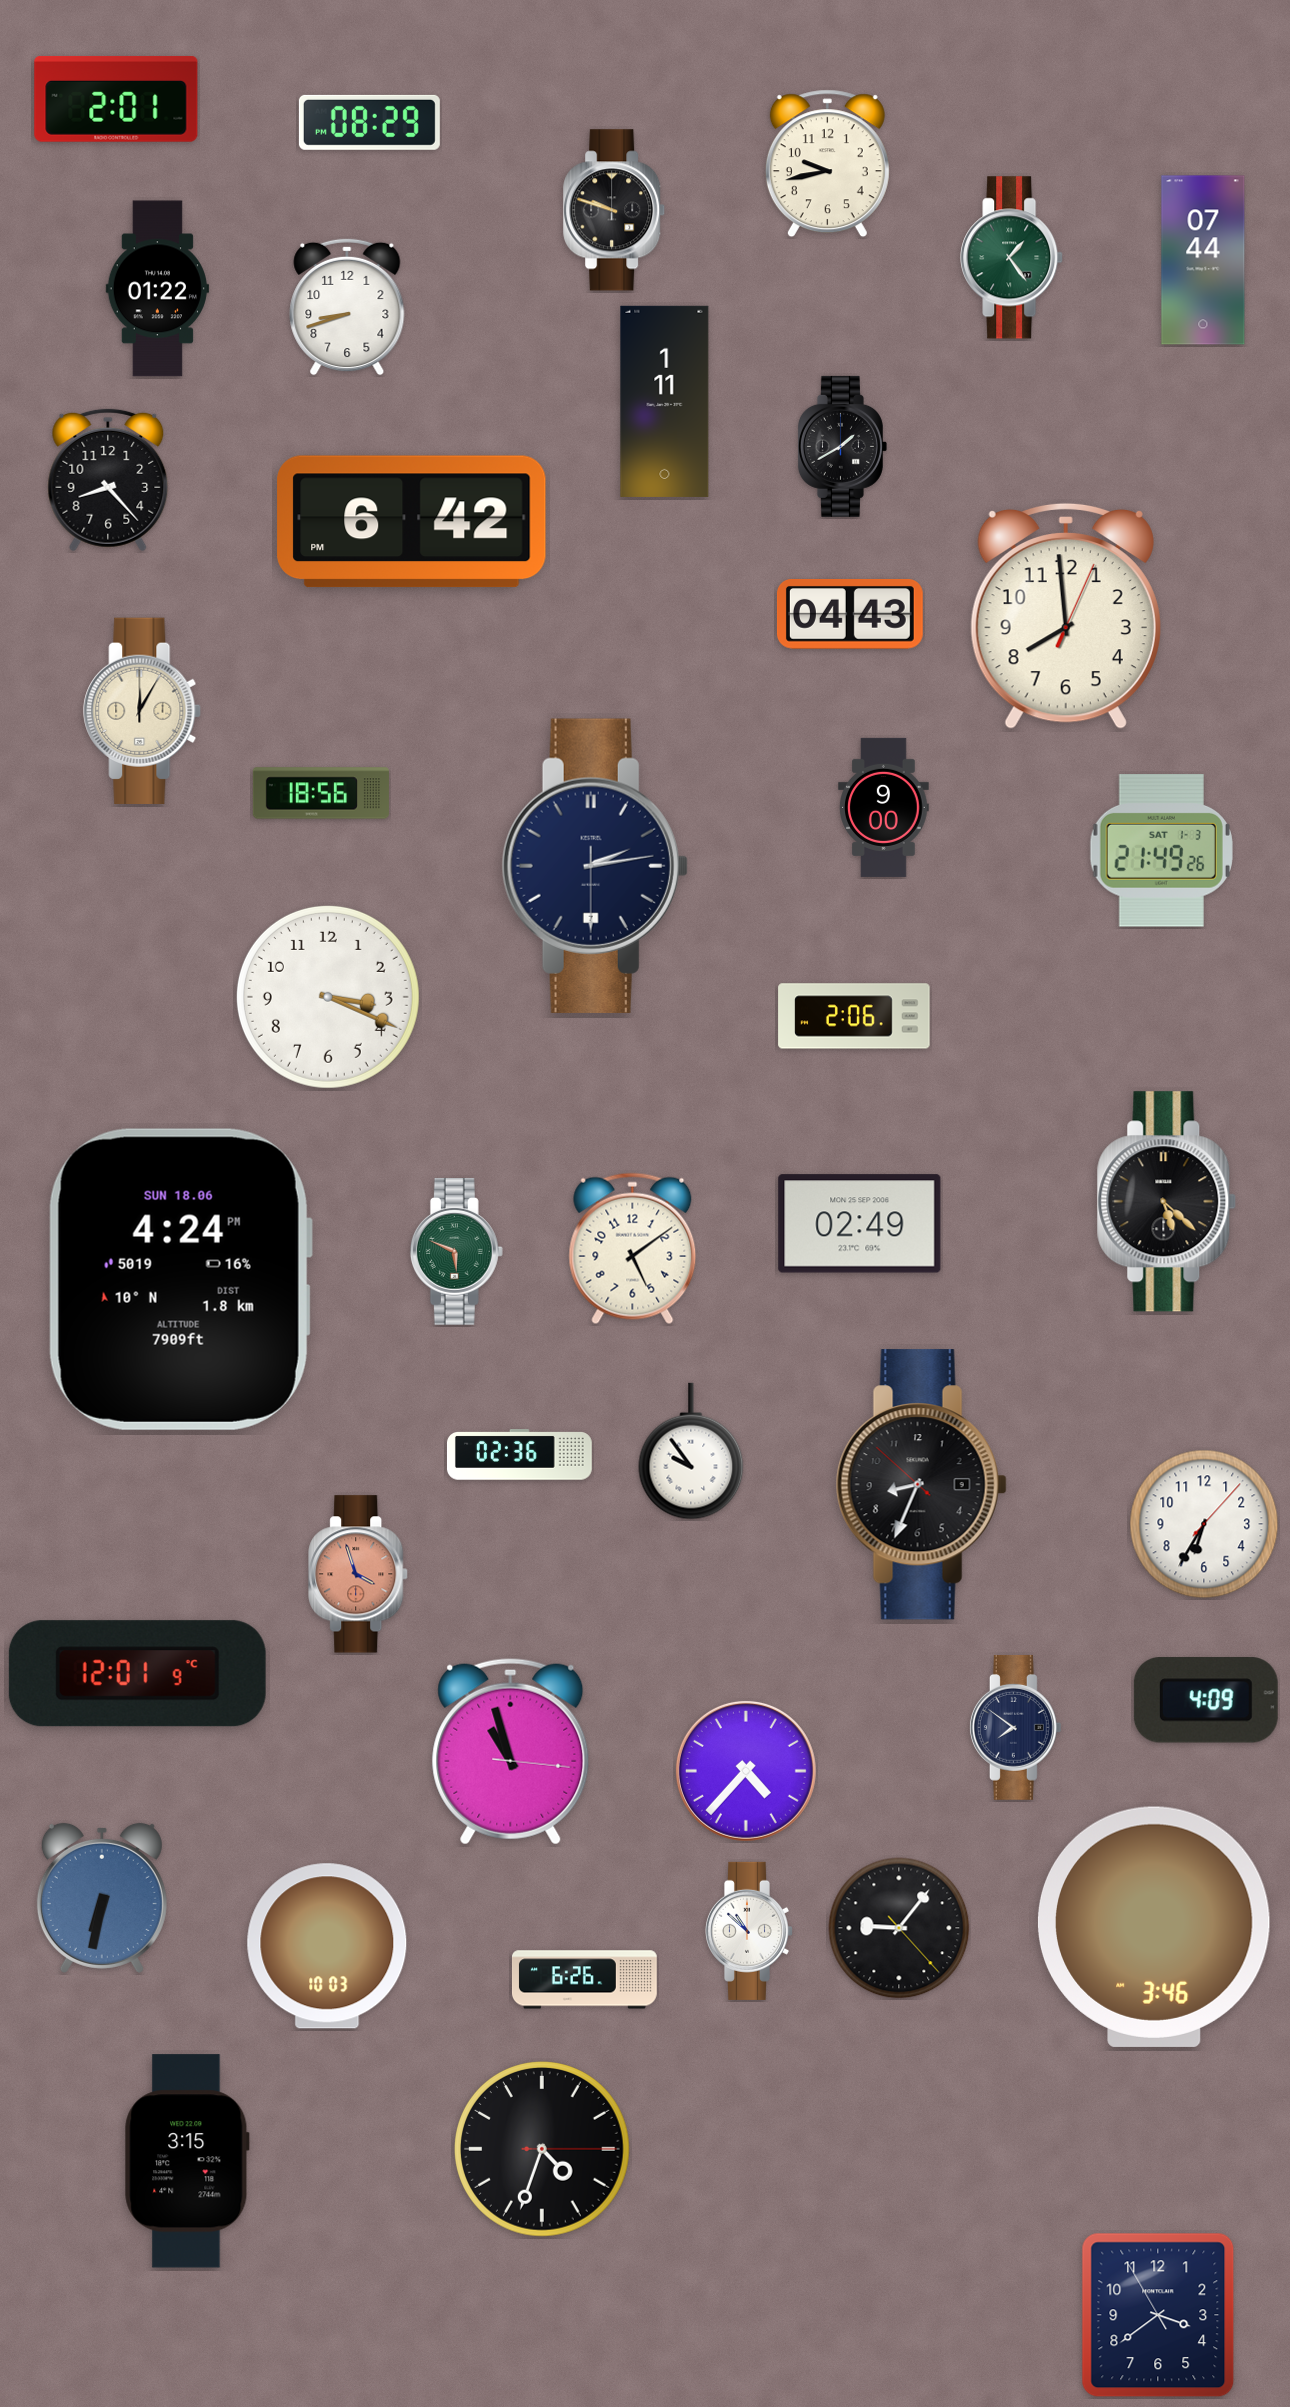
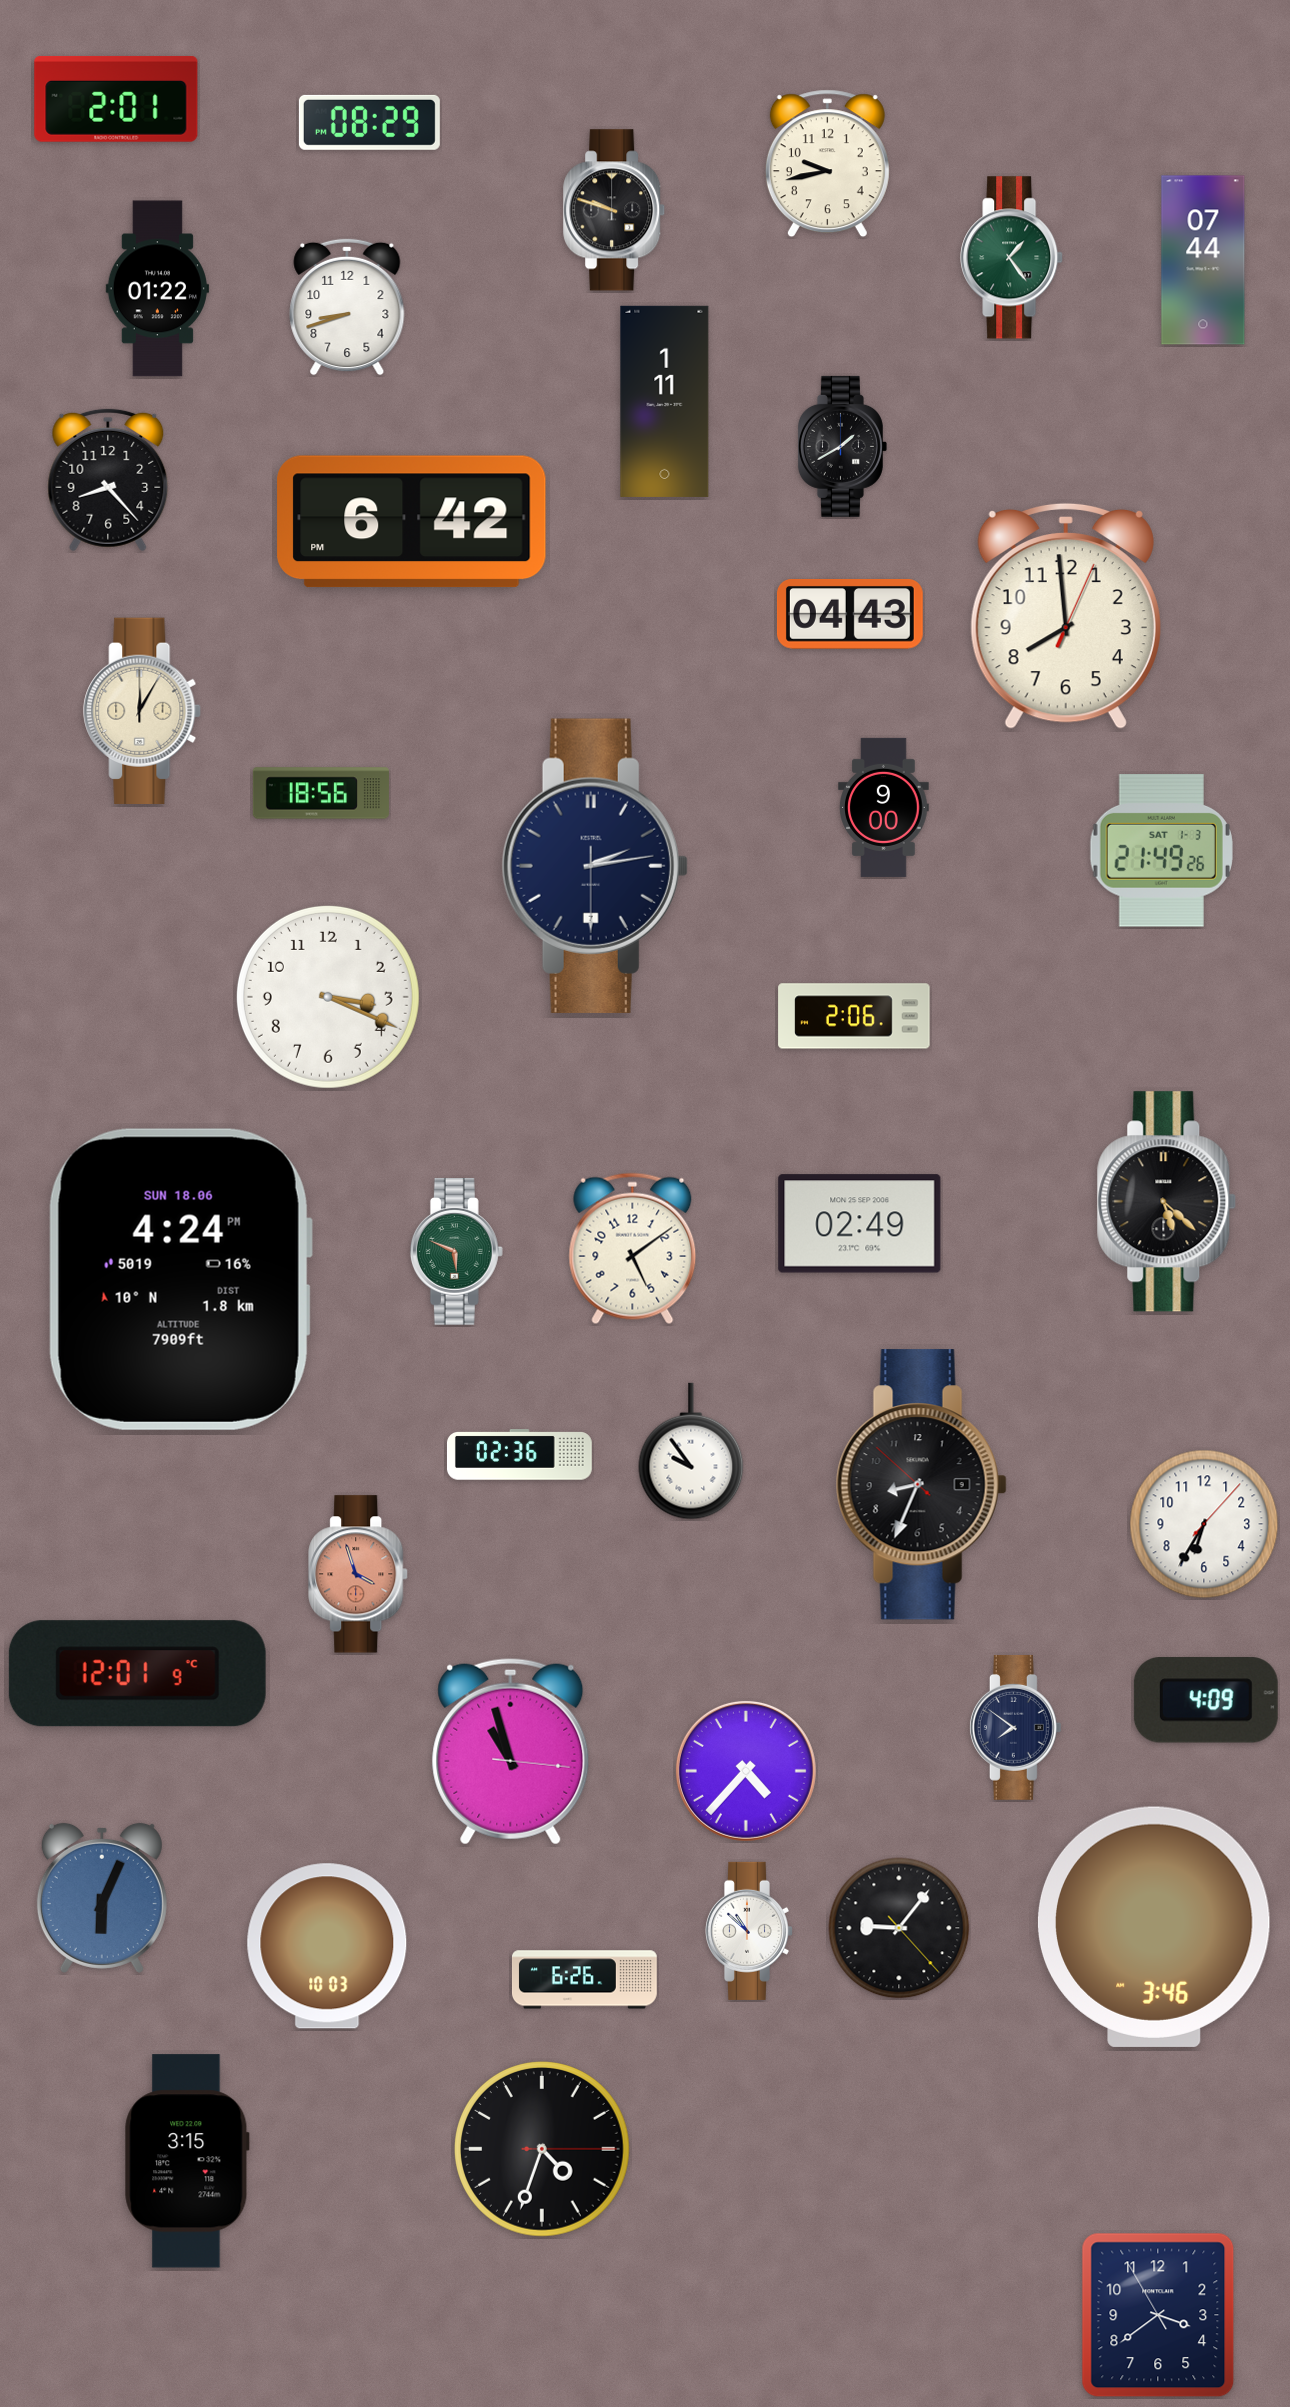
clock at (102, 1898): 6:32 -> 6:04
